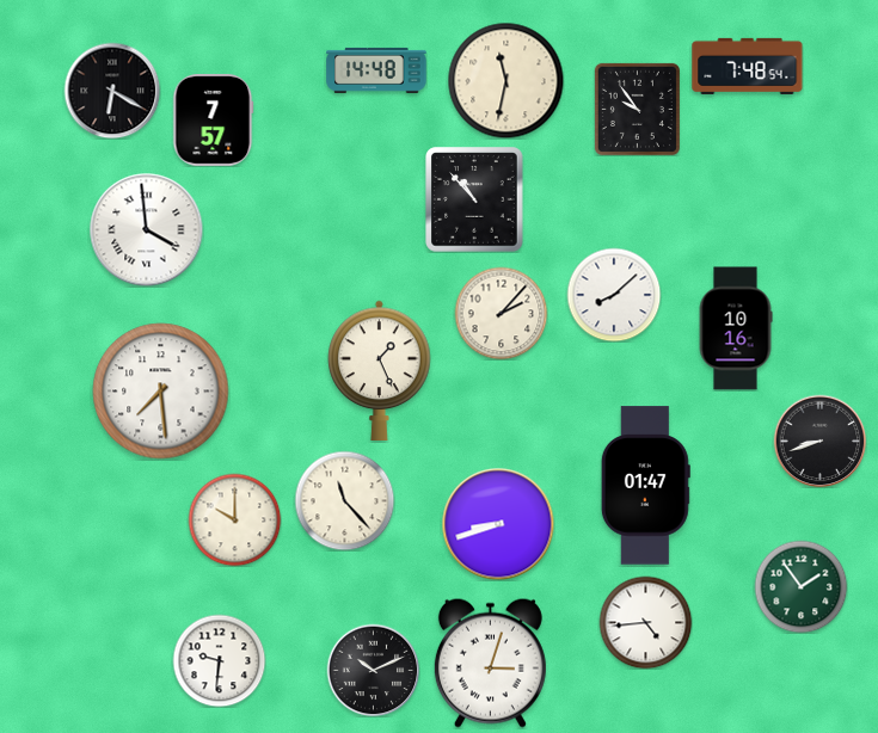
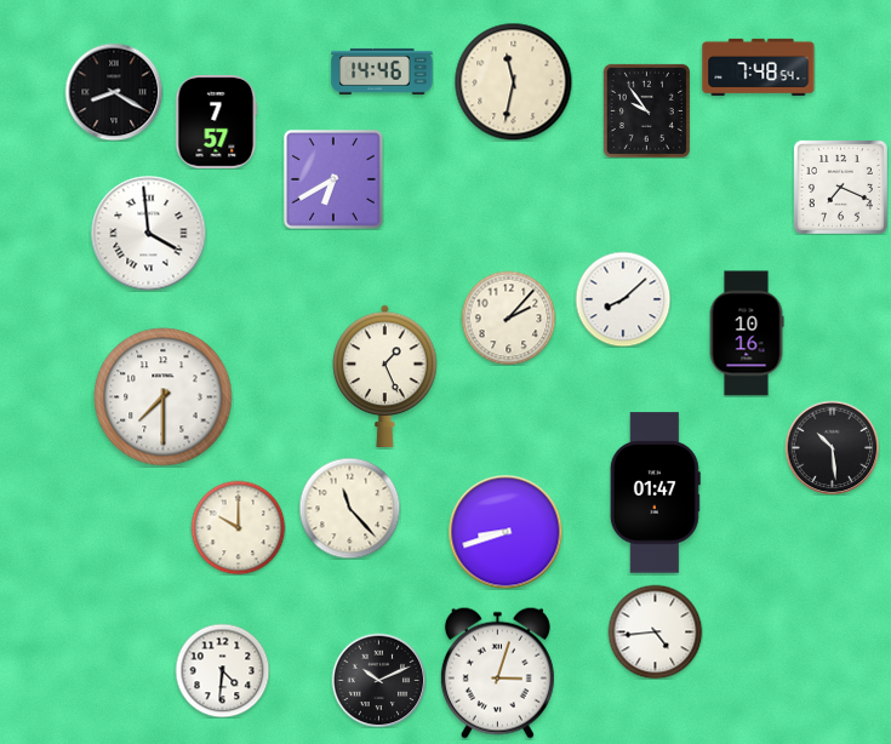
clock at (376, 70): 14:48 -> 14:46
clock at (112, 91): 6:20 -> 8:20
clock at (333, 179): none -> 6:40
clock at (840, 187): none -> 7:19
clock at (474, 199): 10:53 -> none
clock at (161, 392): 7:29 -> 7:30
clock at (819, 441): 8:42 -> 10:29
clock at (800, 586): 1:54 -> none
clock at (219, 660): 9:31 -> 4:31
